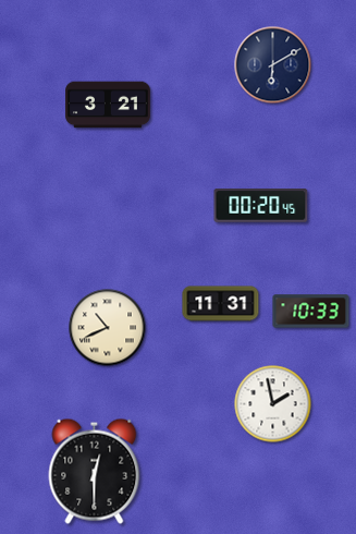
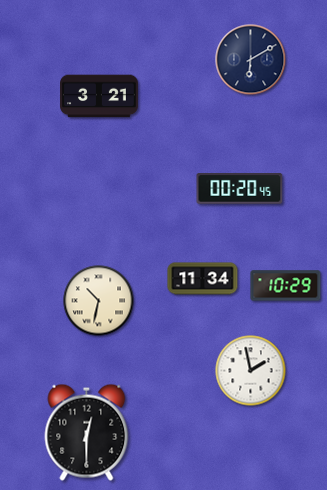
clock at (221, 304): 11:31 -> 11:34
clock at (311, 312): 10:33 -> 10:29
clock at (108, 328): 10:41 -> 10:32
